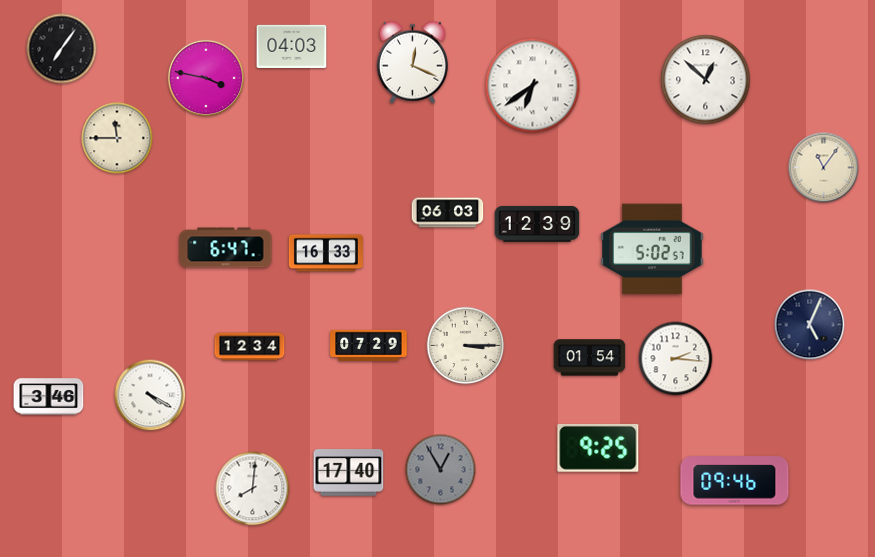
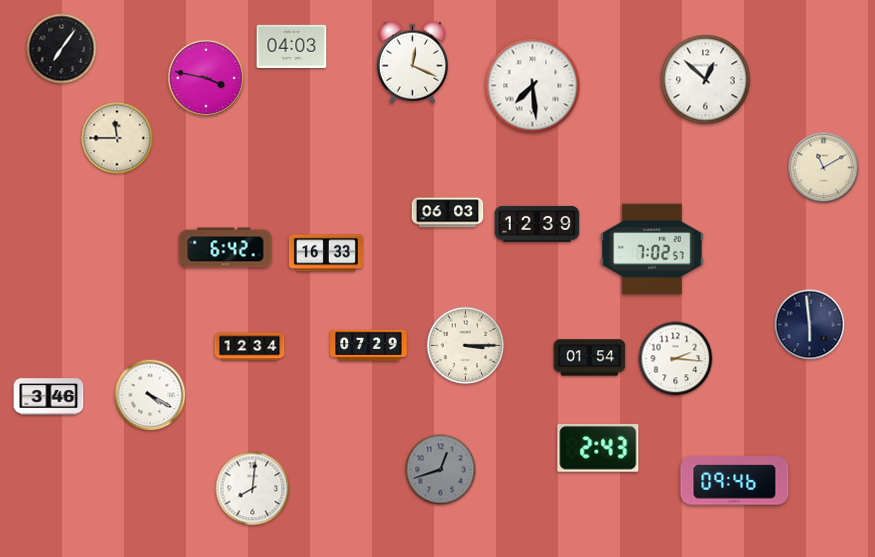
clock at (533, 86): 6:39 -> 7:29
clock at (824, 168): 11:06 -> 11:10
clock at (226, 248): 6:47 -> 6:42
clock at (652, 249): 5:02 -> 7:02
clock at (810, 325): 5:04 -> 5:59
clock at (598, 448): 9:25 -> 2:43
clock at (441, 470): 12:55 -> 12:42
clock at (349, 473): 17:40 -> none
